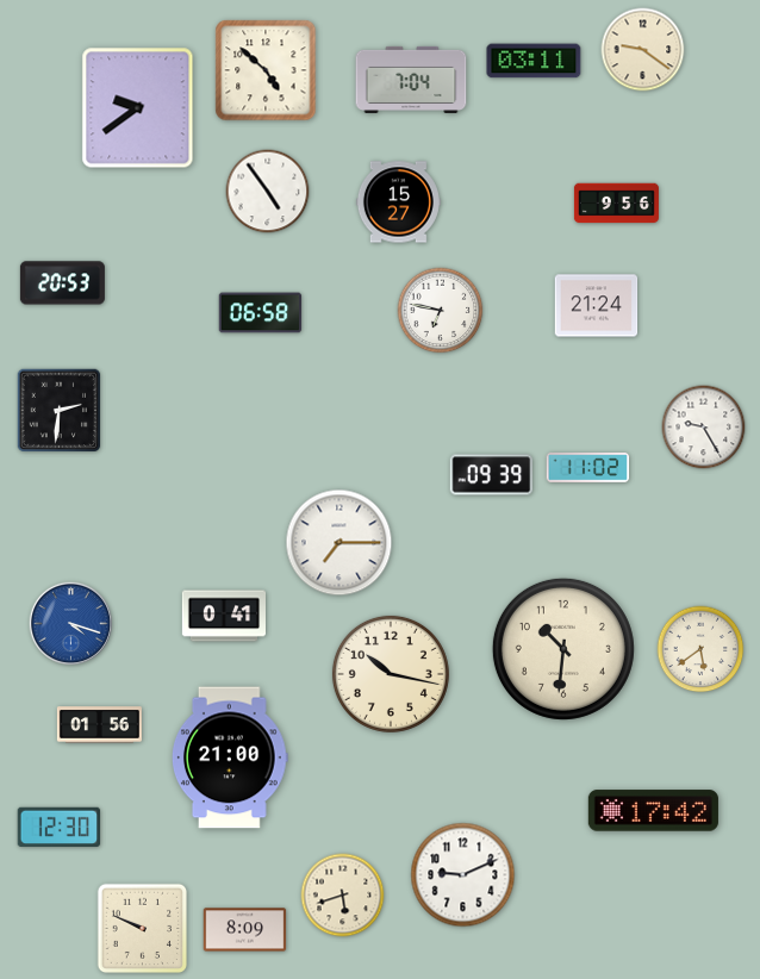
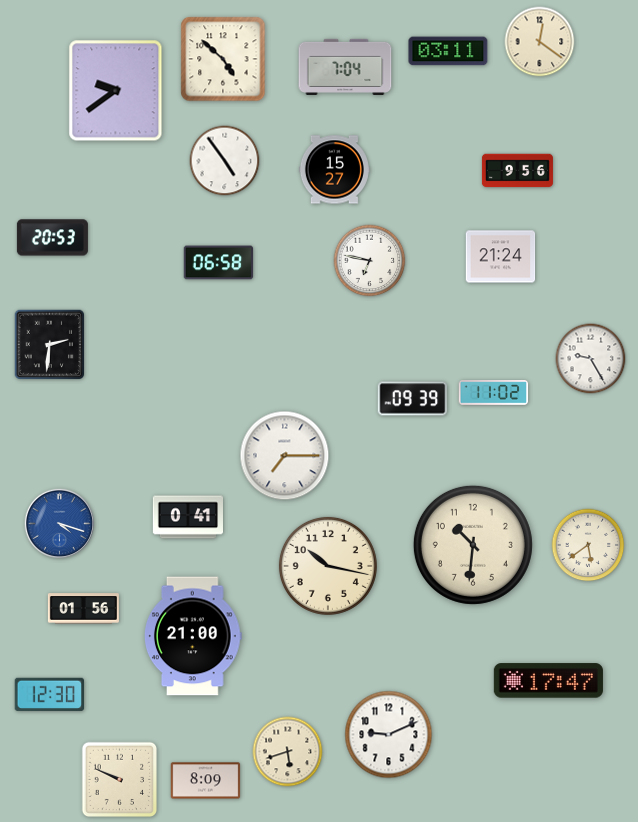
clock at (643, 50): 9:21 -> 12:21
clock at (653, 811): 17:42 -> 17:47
